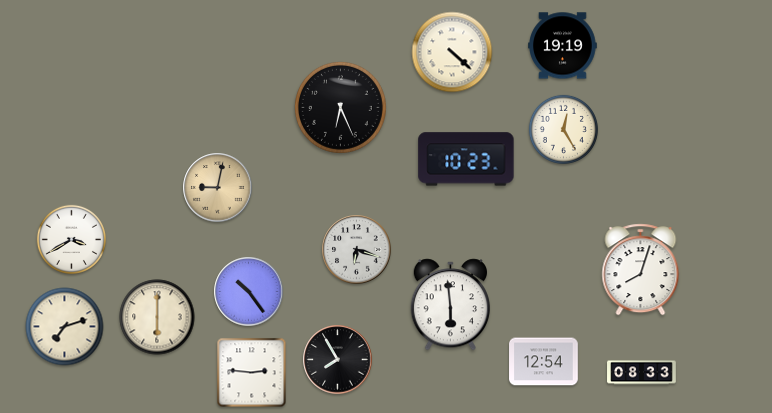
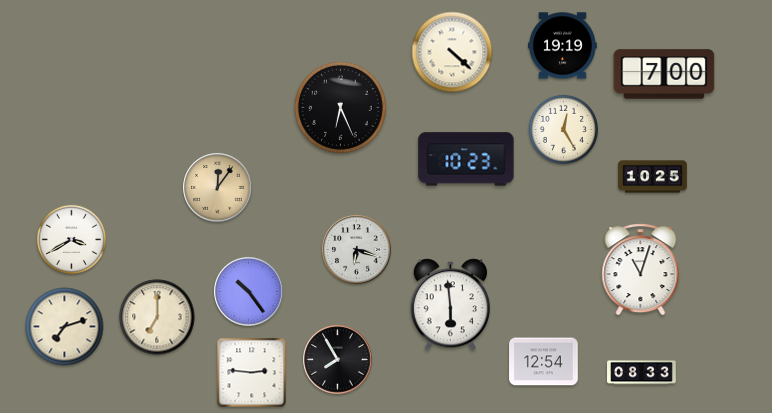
clock at (664, 74): none -> 7:00
clock at (653, 177): none -> 10:25
clock at (218, 188): 9:02 -> 12:06
clock at (641, 270): 8:03 -> 11:03
clock at (157, 317): 6:00 -> 7:00
